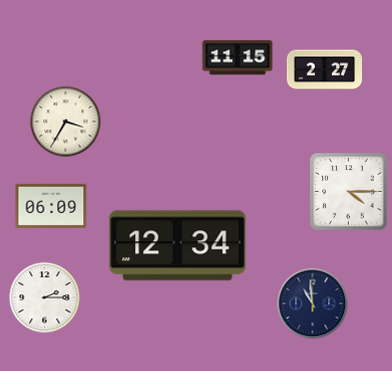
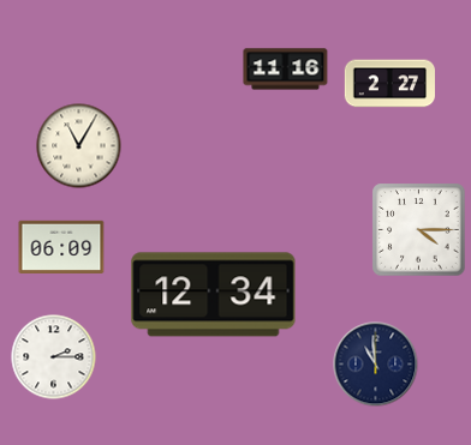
clock at (238, 58): 11:15 -> 11:16
clock at (66, 122): 3:35 -> 11:05
